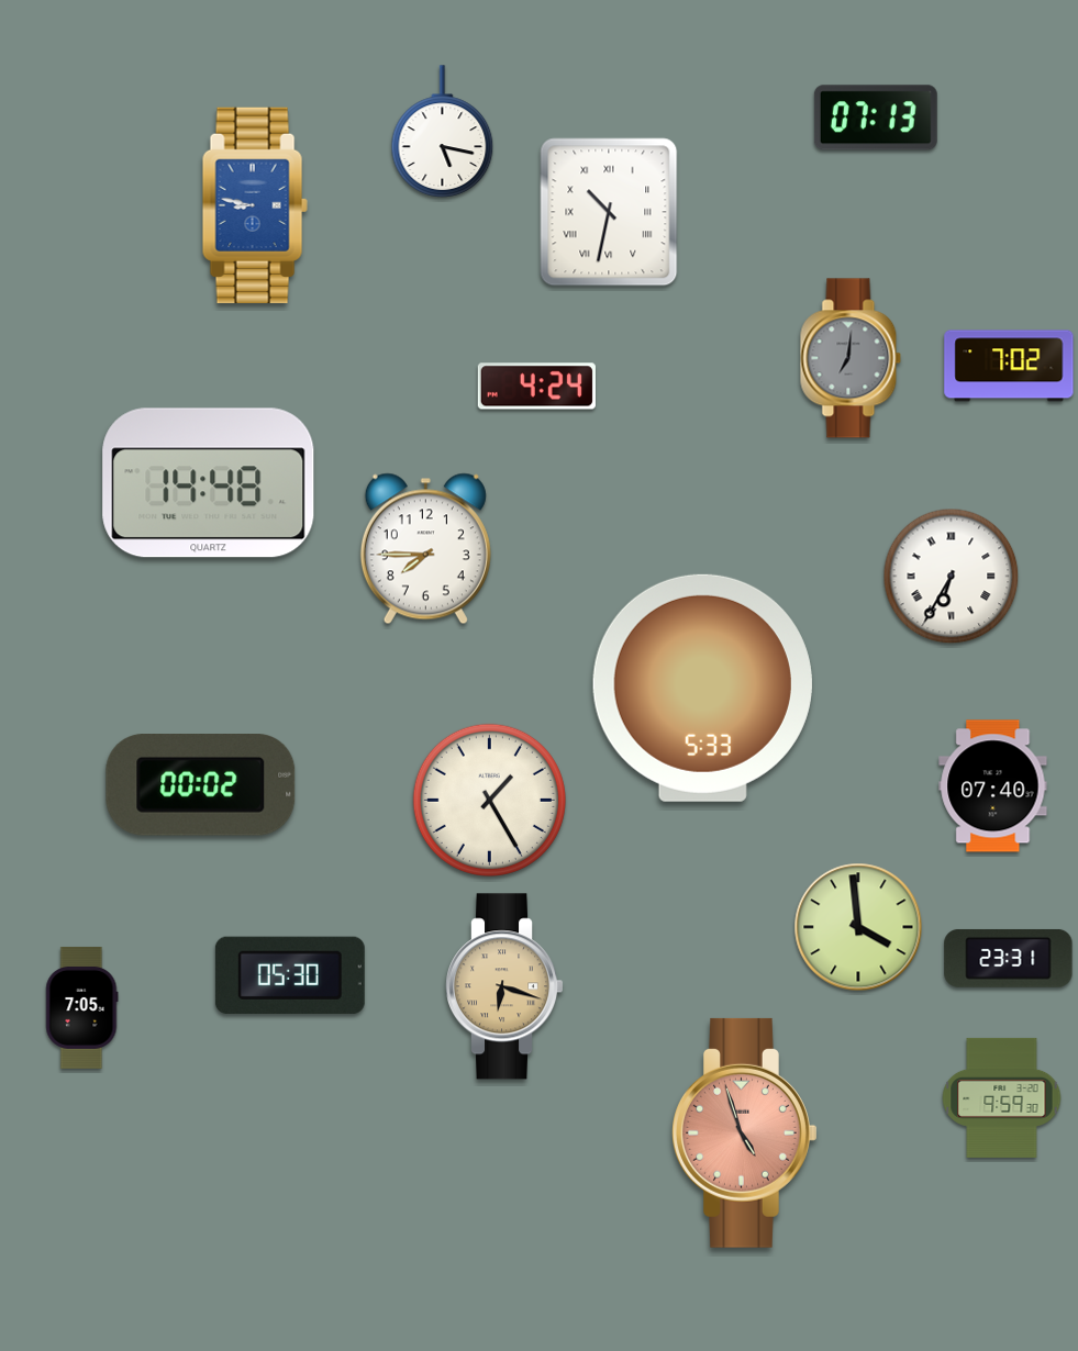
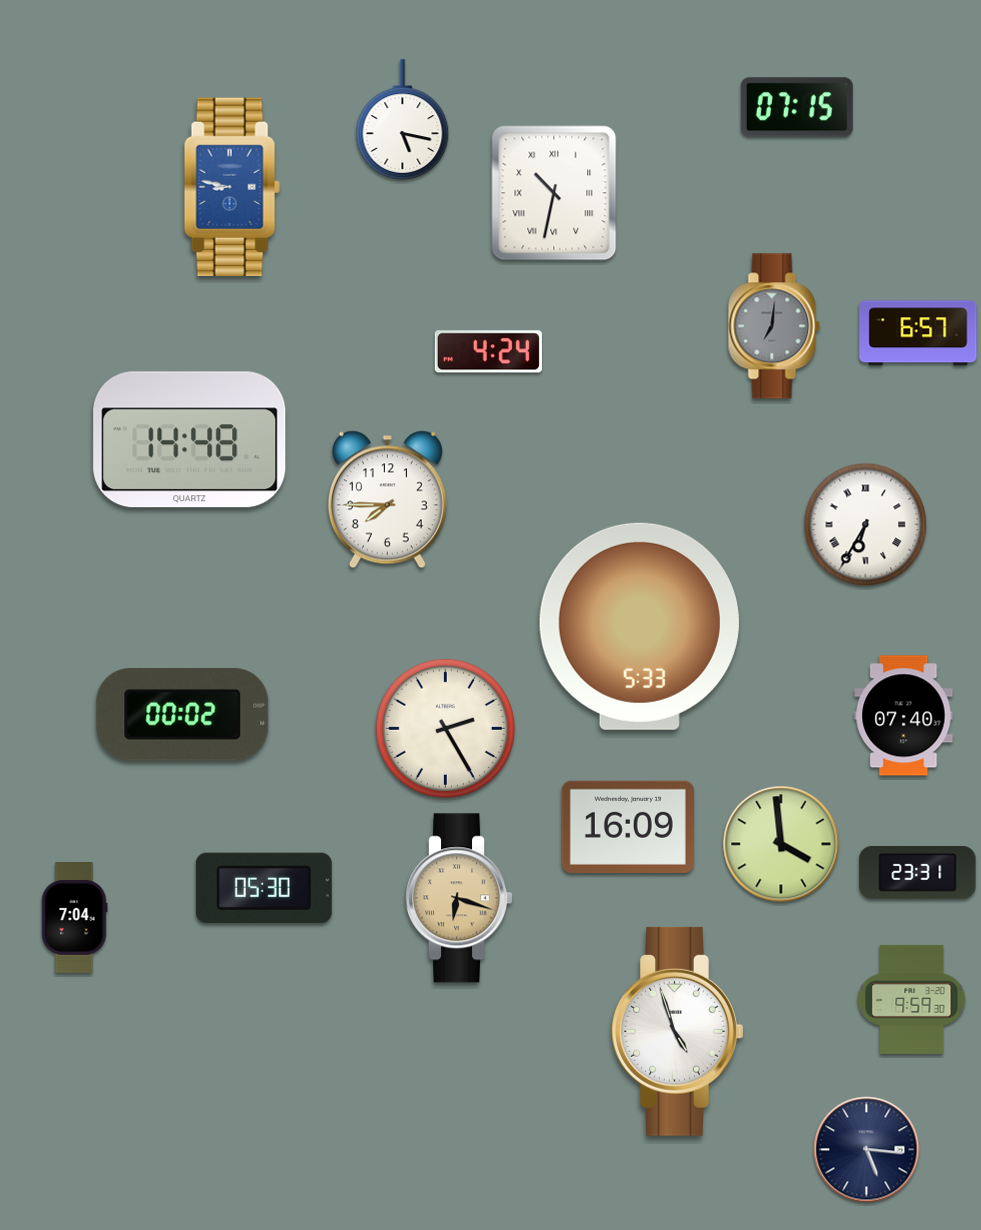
clock at (876, 118): 07:13 -> 07:15
clock at (1009, 366): 7:02 -> 6:57
clock at (489, 800): 1:25 -> 2:25
clock at (628, 827): none -> 16:09
clock at (81, 1007): 7:05 -> 7:04
clock at (745, 1132) dial: salmon -> white
clock at (867, 1150): none -> 5:16
